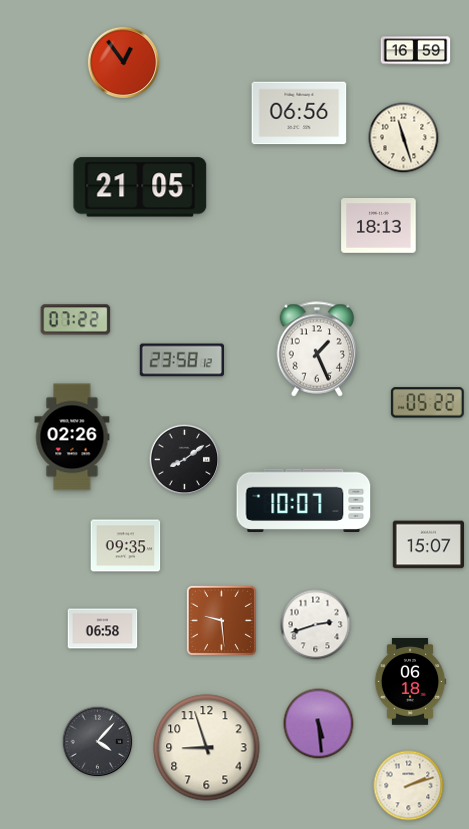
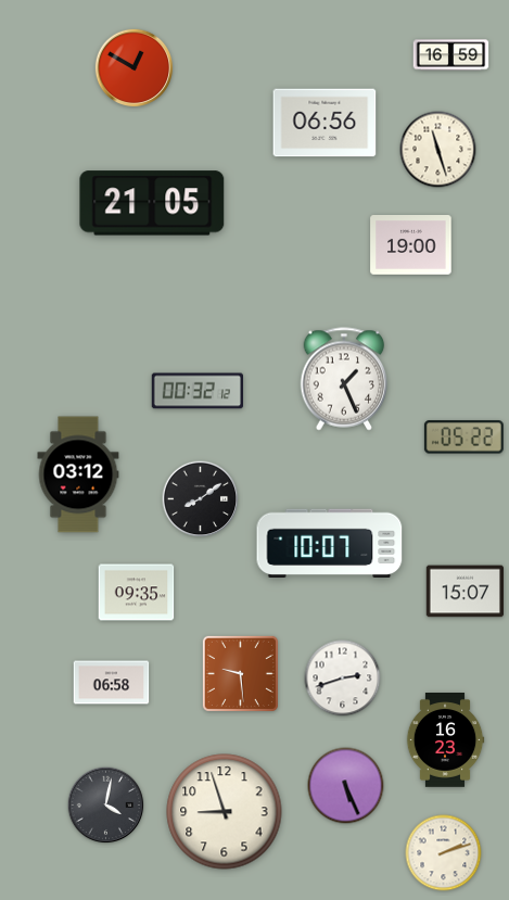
clock at (124, 63): 12:54 -> 12:50
clock at (379, 226): 18:13 -> 19:00
clock at (76, 320): 07:22 -> none
clock at (181, 360): 23:58 -> 00:32
clock at (72, 437): 02:26 -> 03:12
clock at (410, 682): 06:18 -> 16:23
clock at (319, 724): 5:29 -> 5:26
clock at (98, 742): 4:07 -> 4:02
